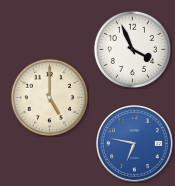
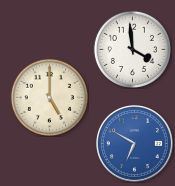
clock at (132, 49): 3:56 -> 3:59
clock at (135, 144): 6:47 -> 6:50
